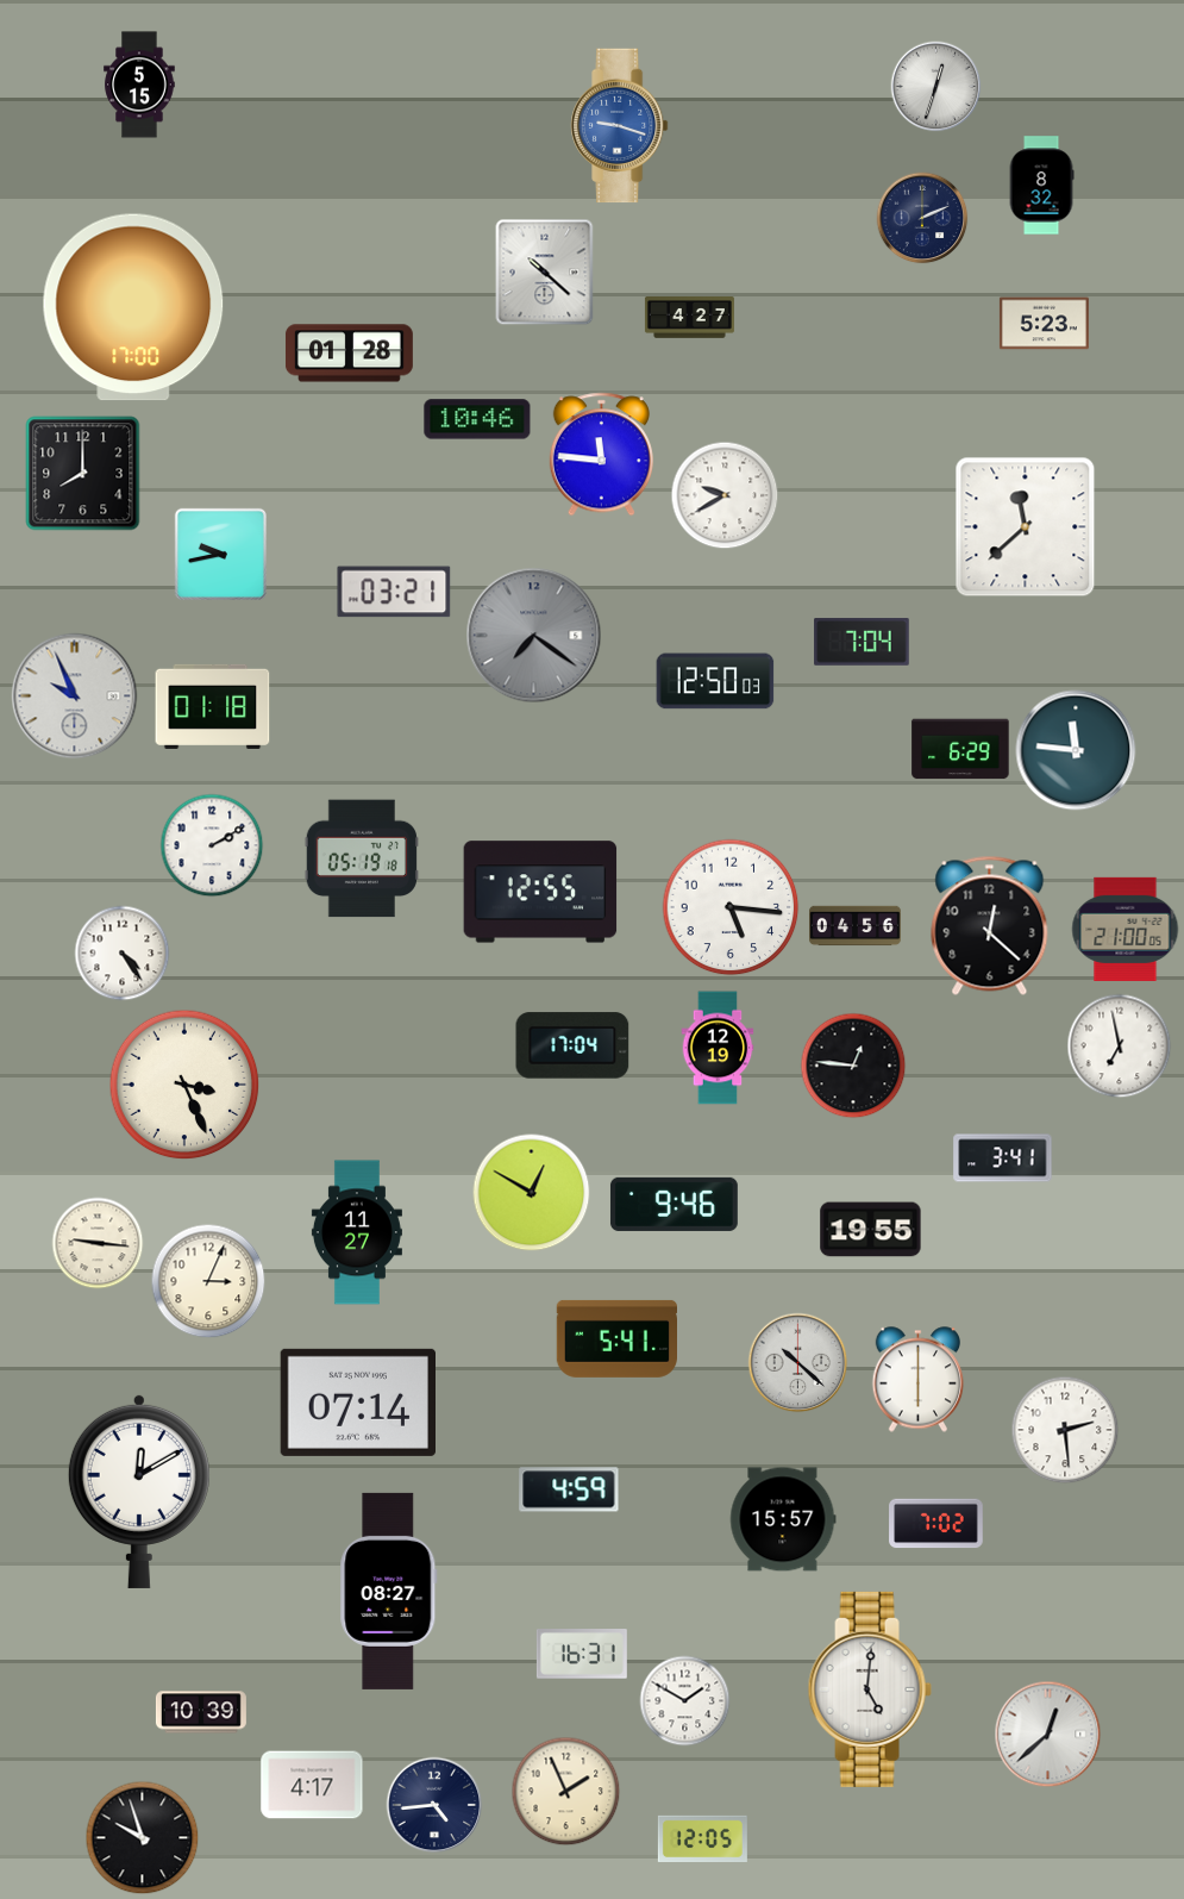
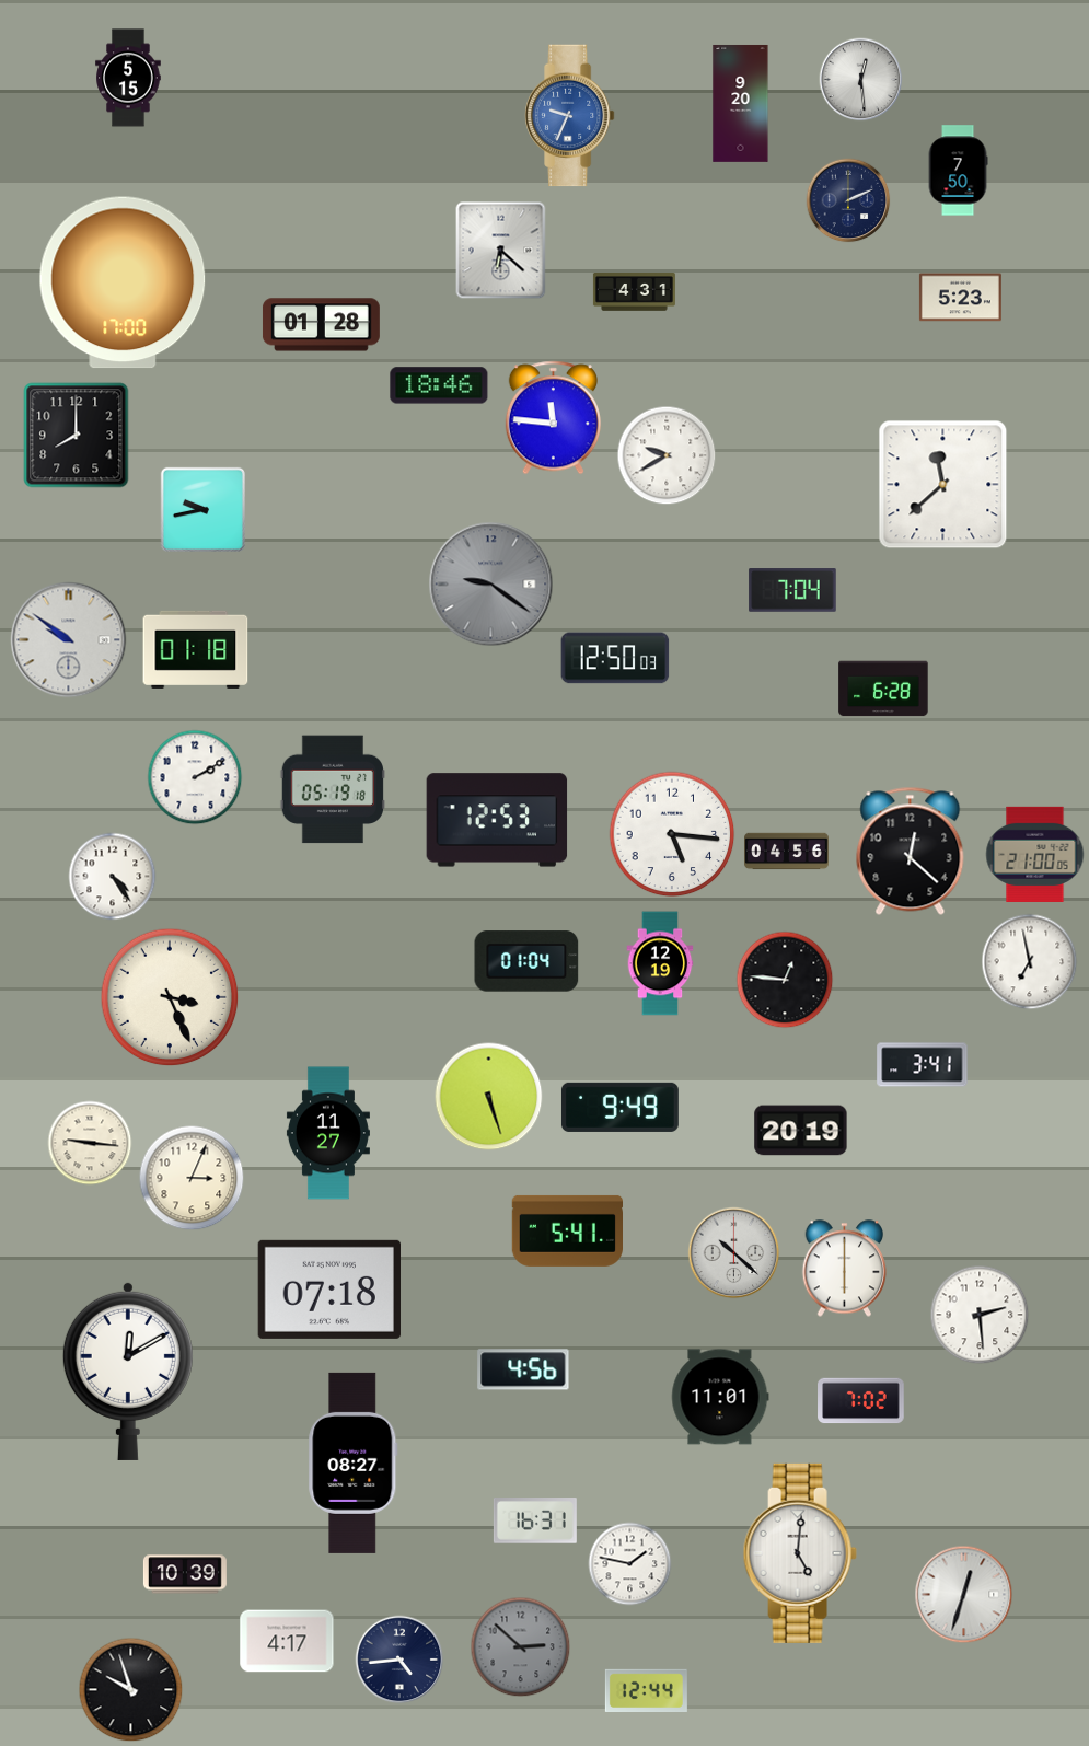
clock at (936, 87): 12:33 -> 12:29
clock at (741, 104): none -> 9:20
clock at (620, 126): 9:18 -> 9:34
clock at (1041, 186): 8:32 -> 7:50
clock at (545, 273): 10:22 -> 6:22
clock at (689, 318): 4:27 -> 4:31
clock at (477, 419): 10:46 -> 18:46
clock at (394, 592): 03:21 -> none
clock at (534, 636): 7:21 -> 9:21
clock at (715, 681) position: (715, 681) -> (615, 658)
clock at (75, 696): 9:56 -> 9:51
clock at (960, 749): 6:29 -> 6:28
clock at (1076, 750): 11:46 -> none
clock at (540, 892): 12:55 -> 12:53
clock at (572, 1045): 17:04 -> 01:04
clock at (532, 1193): 12:50 -> 5:27
clock at (674, 1204): 9:46 -> 9:49
clock at (871, 1230): 19:55 -> 20:19
clock at (357, 1403): 07:14 -> 07:18
clock at (569, 1489): 4:59 -> 4:56
clock at (783, 1519): 15:57 -> 11:01
clock at (389, 1591) position: (389, 1591) -> (354, 1462)
clock at (685, 1701): 1:50 -> 1:47
clock at (1048, 1735): 12:38 -> 12:33
clock at (566, 1792): 1:56 -> 2:52
clock at (566, 1792) dial: cream -> grey
clock at (702, 1838): 12:05 -> 12:44
